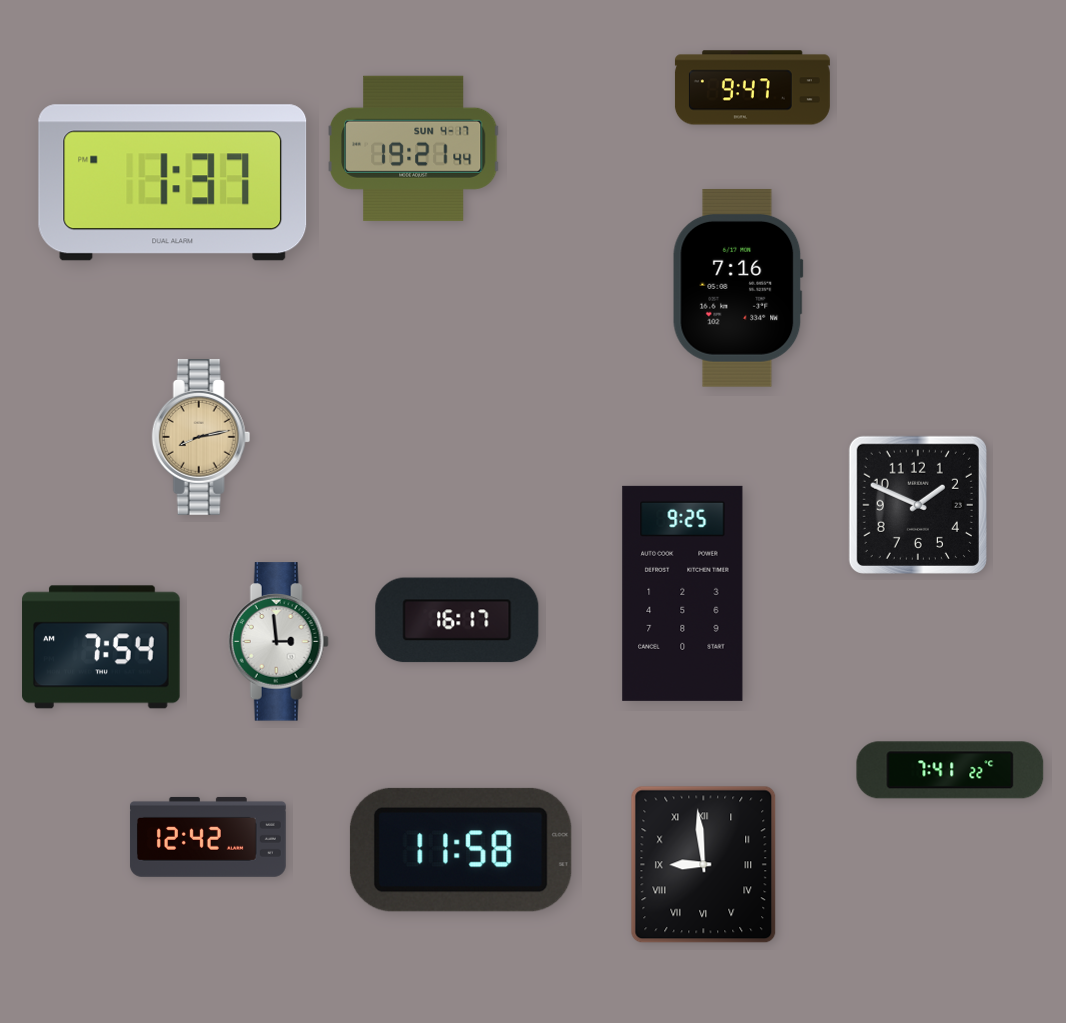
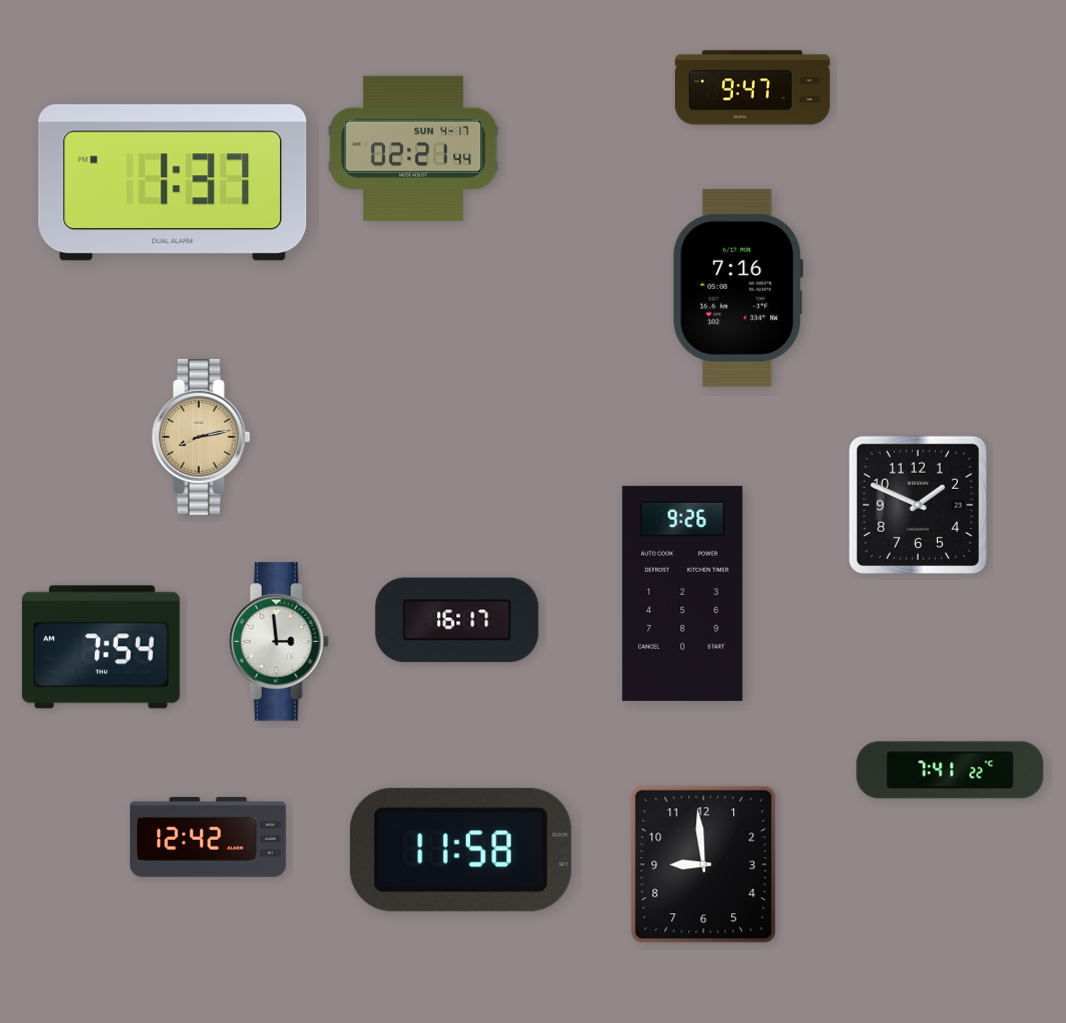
clock at (414, 148): 19:21 -> 02:21
clock at (683, 593): 9:25 -> 9:26
clock at (704, 865) numerals: Roman -> Arabic
